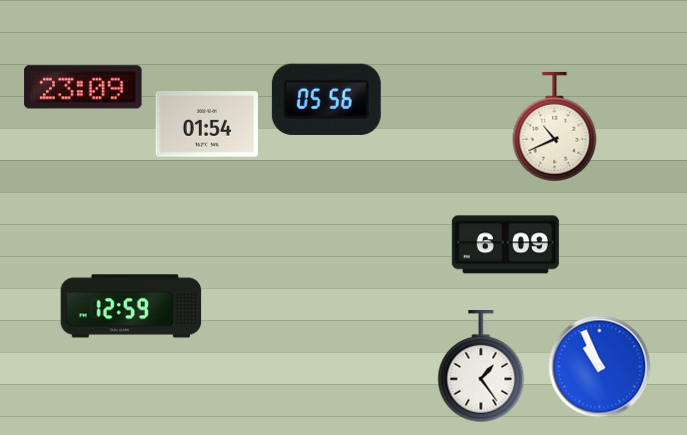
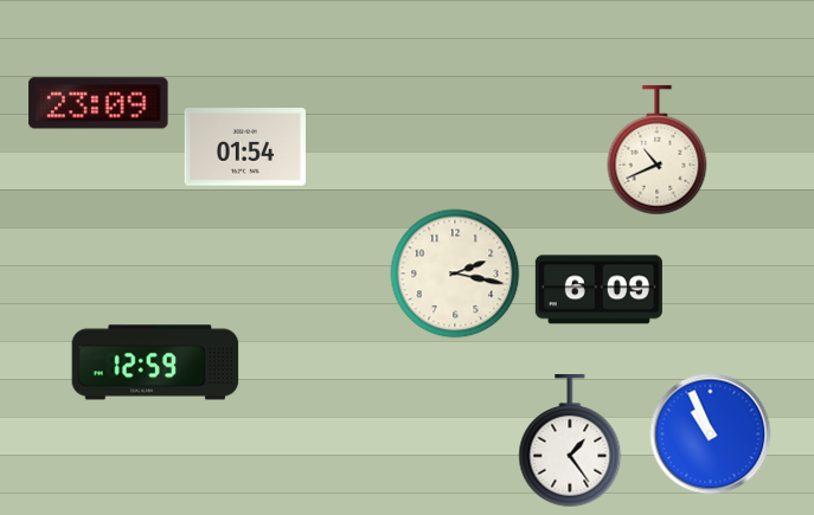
clock at (326, 99): 05:56 -> none
clock at (455, 273): none -> 2:17
clock at (481, 367) position: (481, 367) -> (570, 442)
